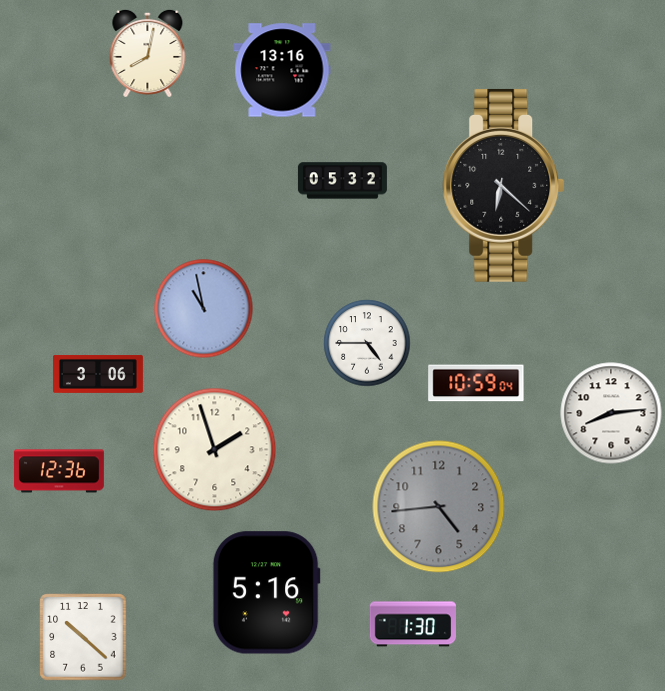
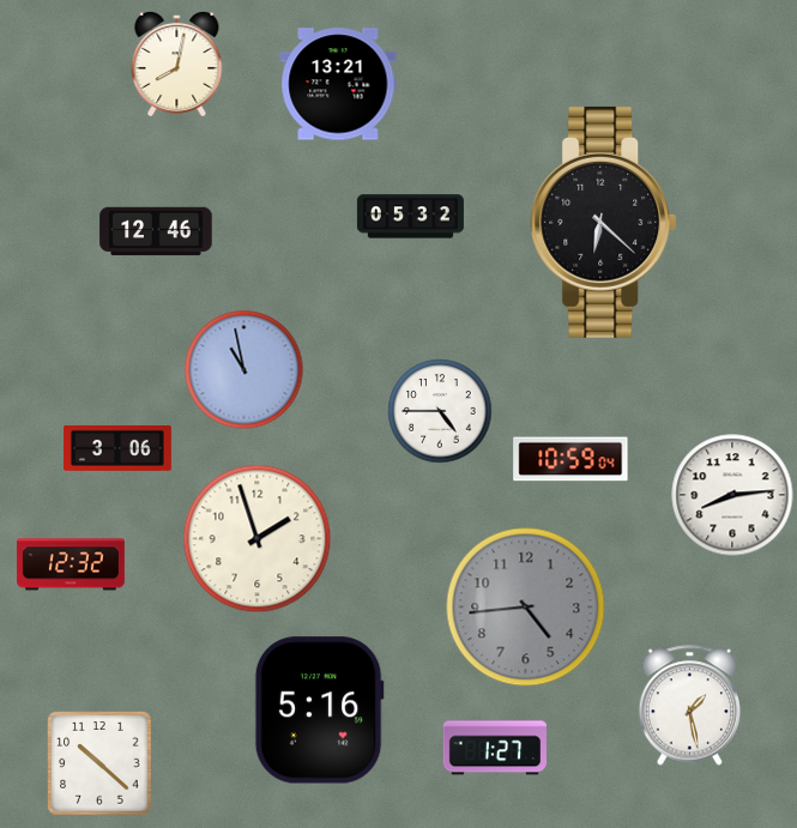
clock at (282, 70): 13:16 -> 13:21
clock at (156, 231): none -> 12:46
clock at (59, 471): 12:36 -> 12:32
clock at (690, 706): none -> 1:28
clock at (412, 624): 1:30 -> 1:27
